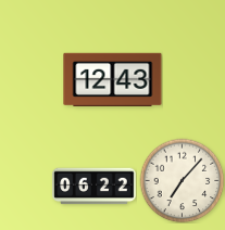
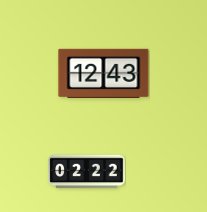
clock at (182, 180): 7:07 -> none
clock at (95, 187): 06:22 -> 02:22
